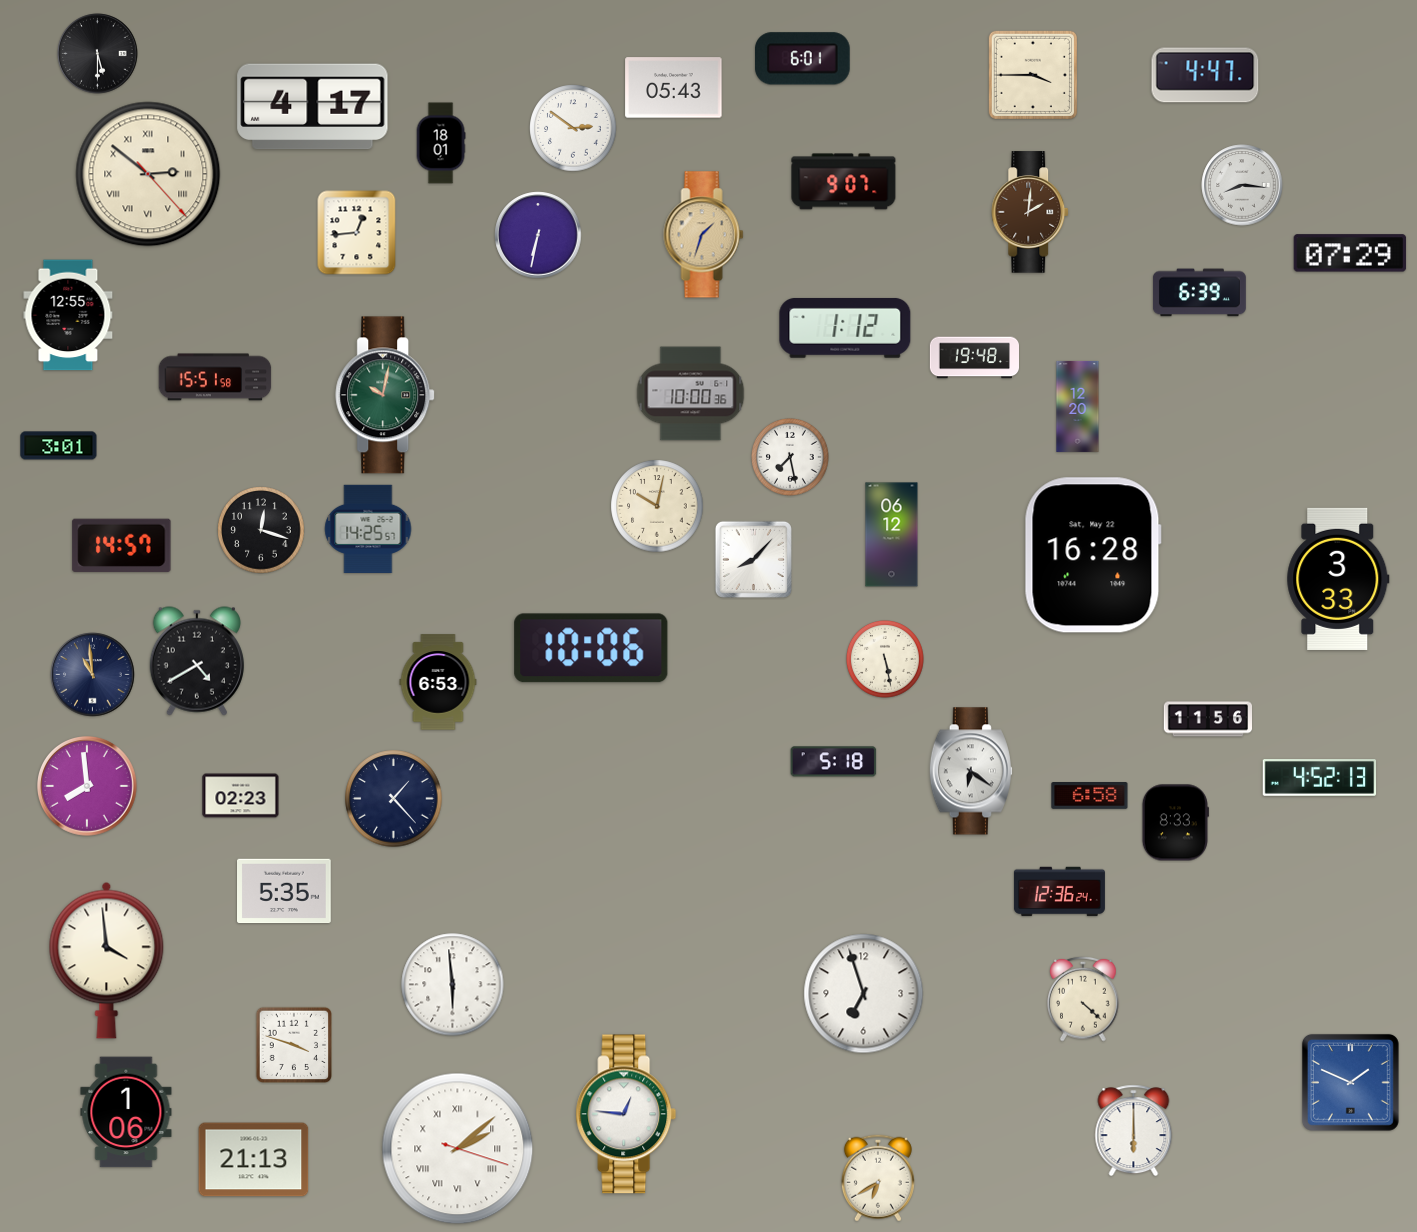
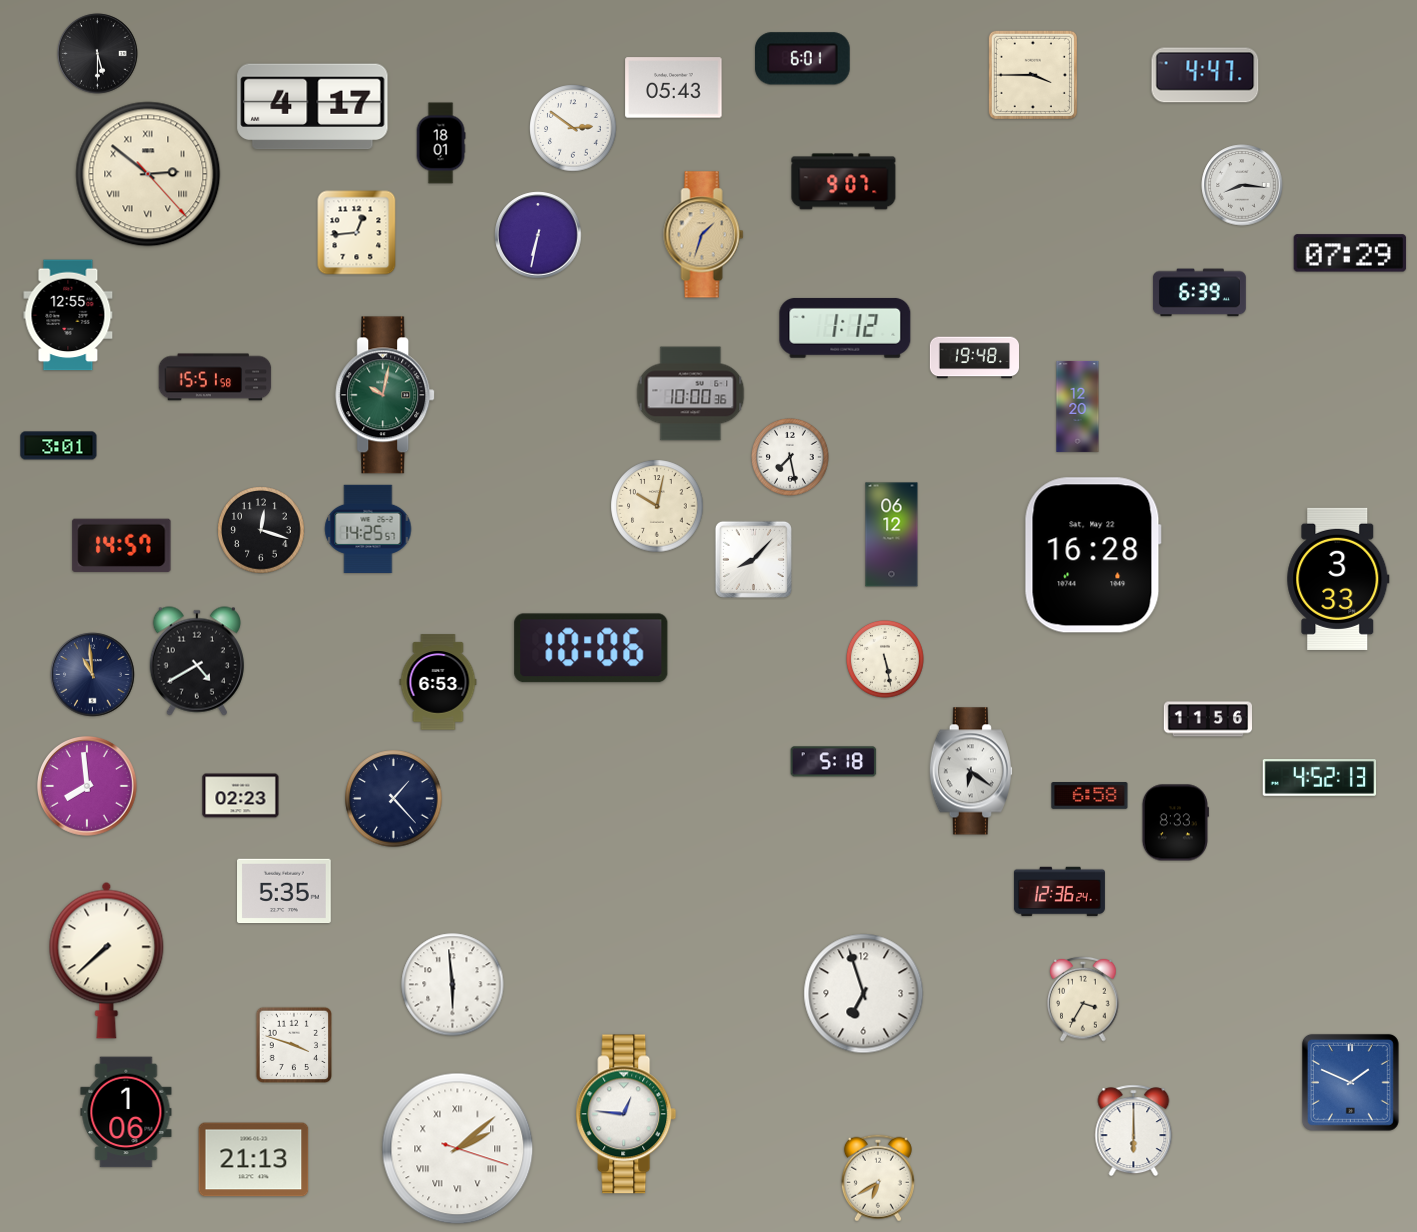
clock at (1031, 212): 2:01 -> none
clock at (107, 960): 3:59 -> 7:38
clock at (1083, 999): 4:22 -> 3:35
